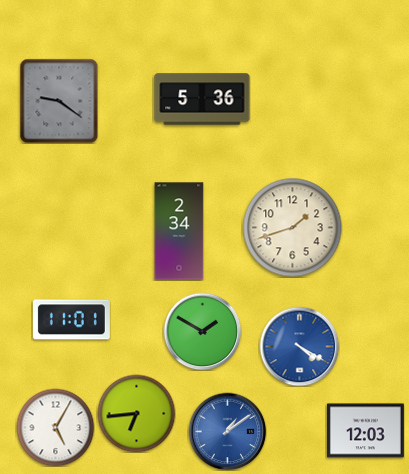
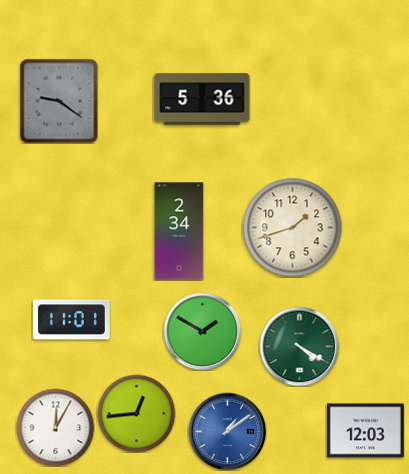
clock at (299, 346) dial: blue -> green
clock at (136, 413): 6:44 -> 12:44
clock at (55, 427): 5:05 -> 12:05
